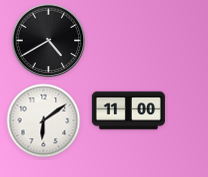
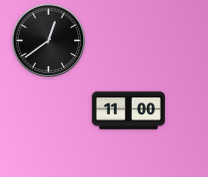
clock at (49, 41): 4:40 -> 12:39
clock at (44, 121): 6:09 -> none
